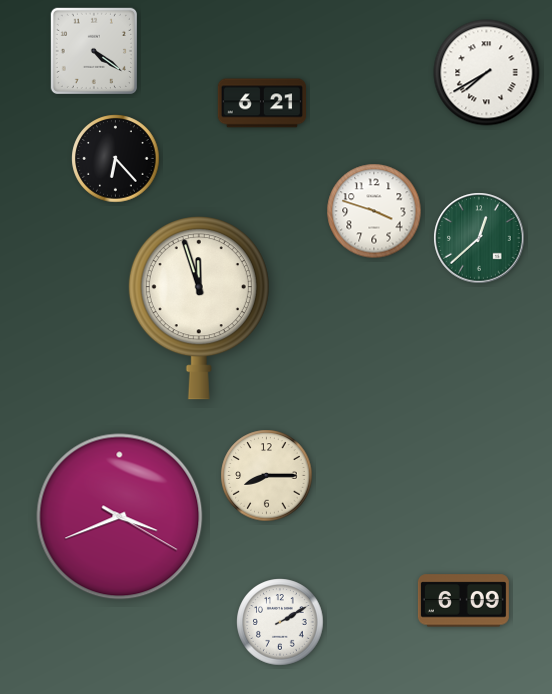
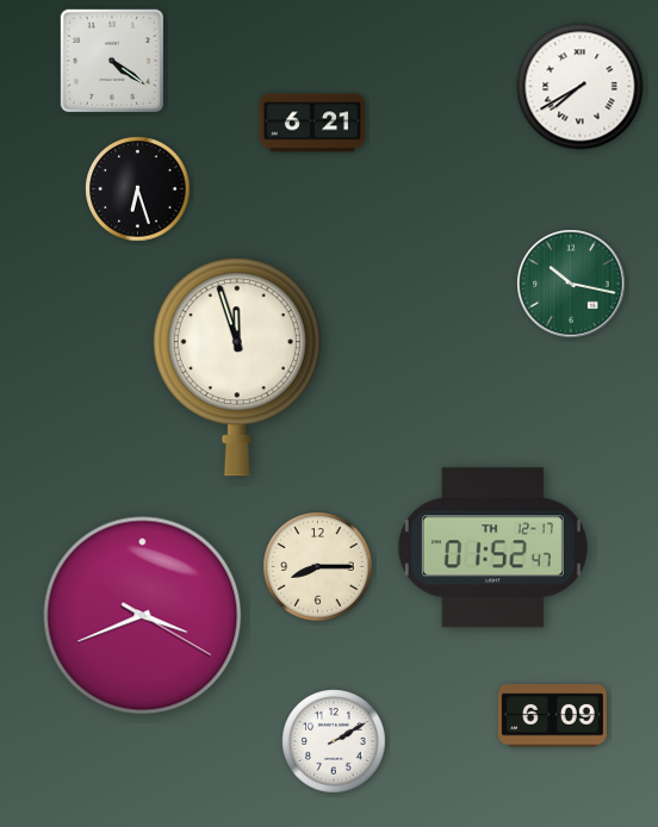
clock at (116, 159): 6:23 -> 6:27
clock at (374, 211): 3:48 -> none
clock at (479, 238): 12:38 -> 10:17
clock at (492, 548): none -> 01:52
